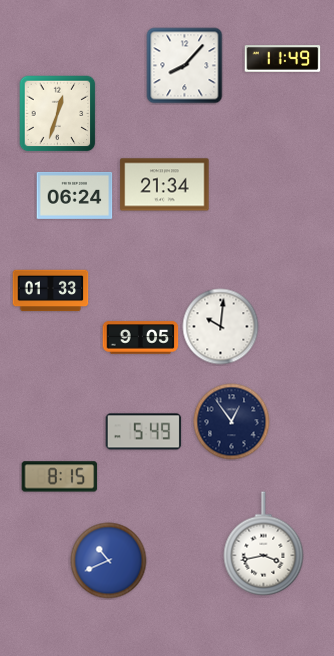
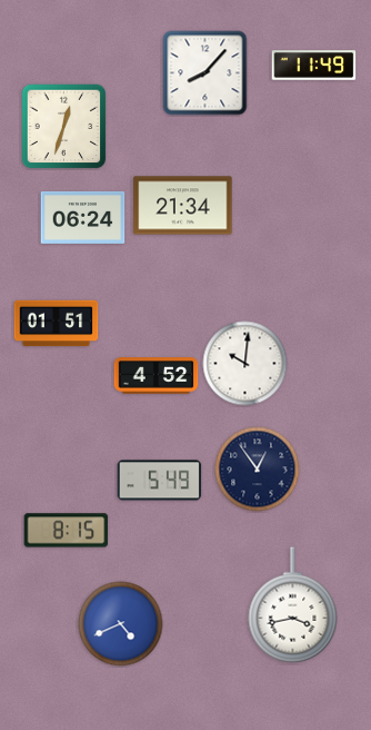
clock at (51, 291): 01:33 -> 01:51
clock at (141, 338): 9:05 -> 4:52
clock at (109, 561): 10:41 -> 4:41
